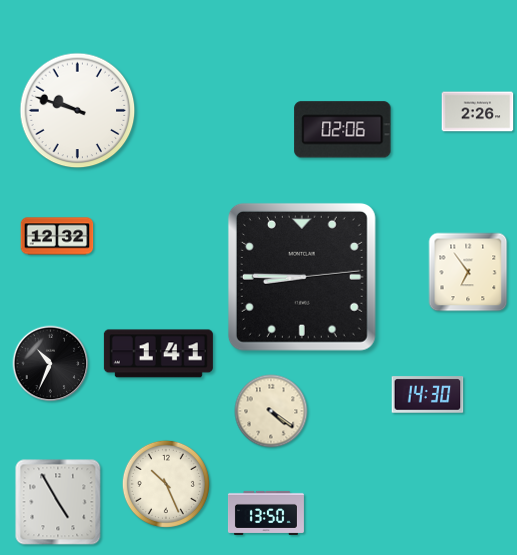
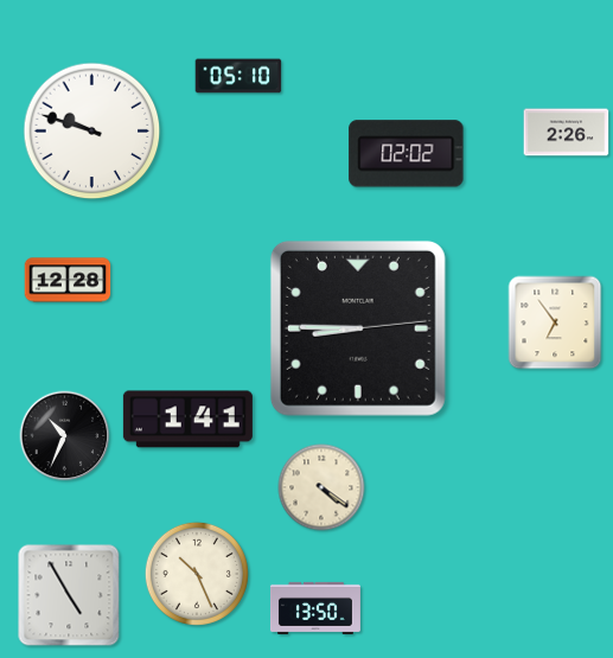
clock at (238, 76): none -> 05:10
clock at (343, 130): 02:06 -> 02:02
clock at (57, 236): 12:32 -> 12:28
clock at (51, 364) position: (51, 364) -> (65, 436)
clock at (428, 395): 14:30 -> none
